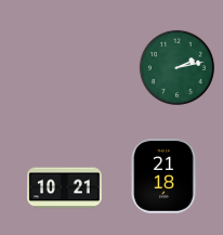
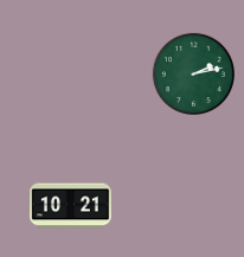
clock at (163, 177): 21:18 -> none
